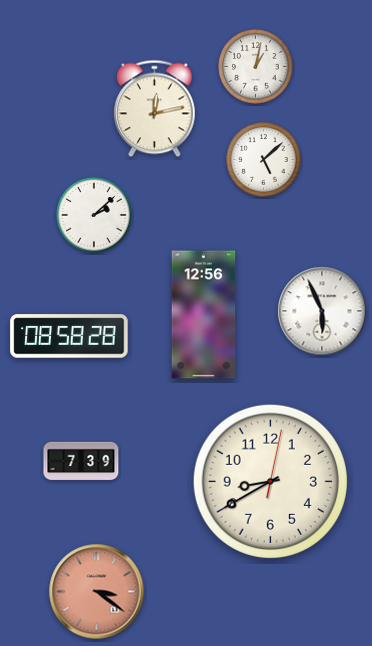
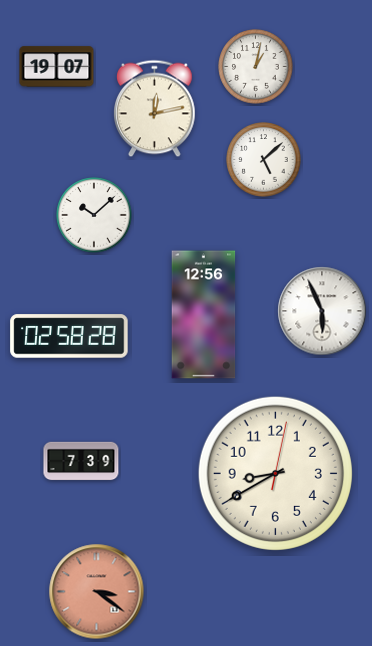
clock at (57, 67): none -> 19:07
clock at (94, 215): 2:08 -> 10:08
clock at (69, 336): 08:58 -> 02:58
clock at (270, 481) position: (270, 481) -> (275, 473)
